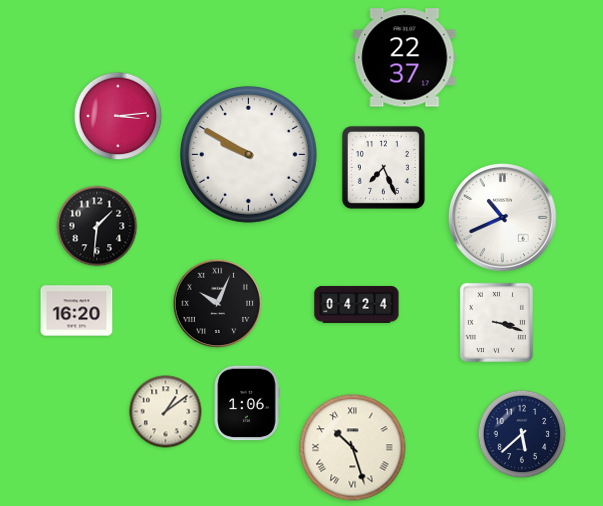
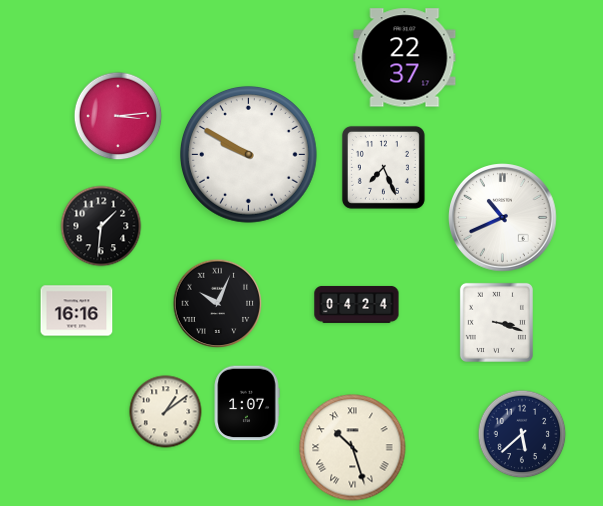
clock at (97, 226) position: (97, 226) -> (101, 226)
clock at (77, 311): 16:20 -> 16:16
clock at (247, 403): 1:06 -> 1:07
